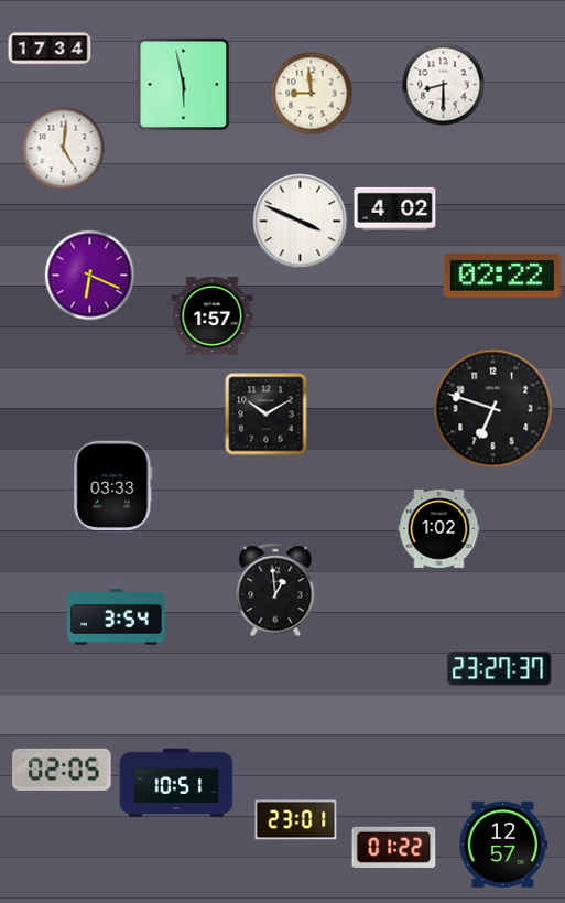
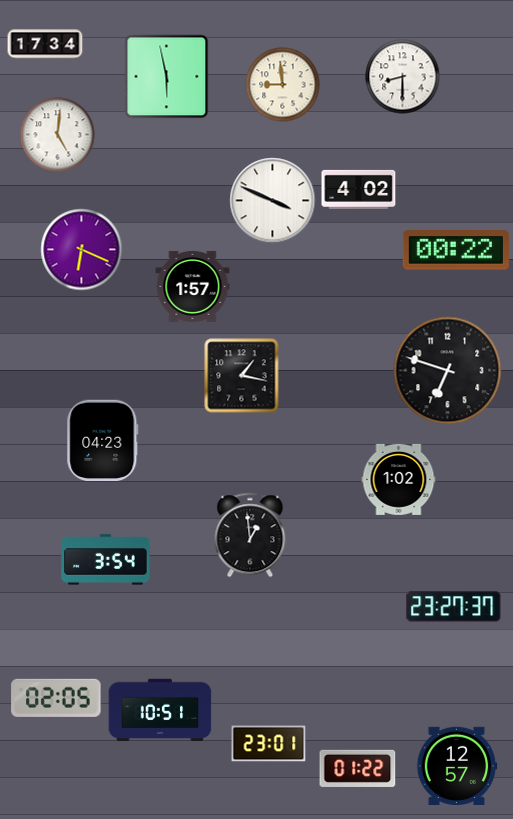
clock at (502, 276): 02:22 -> 00:22
clock at (267, 415): 10:10 -> 1:17
clock at (113, 485): 03:33 -> 04:23
